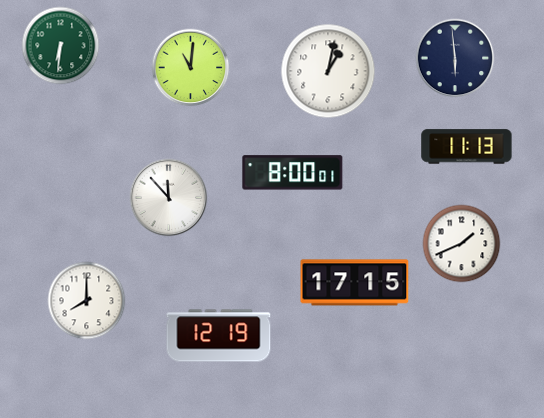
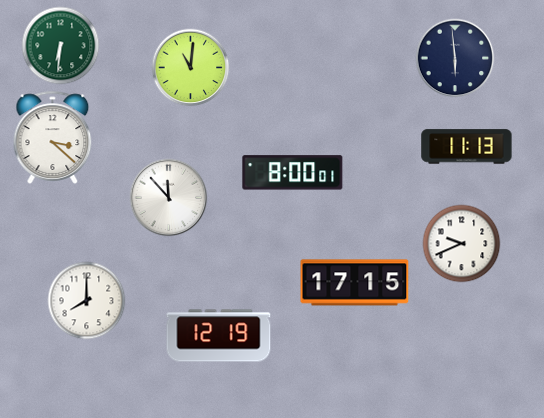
clock at (328, 71): 1:02 -> none
clock at (53, 137): none -> 3:22
clock at (461, 243): 1:41 -> 9:41
